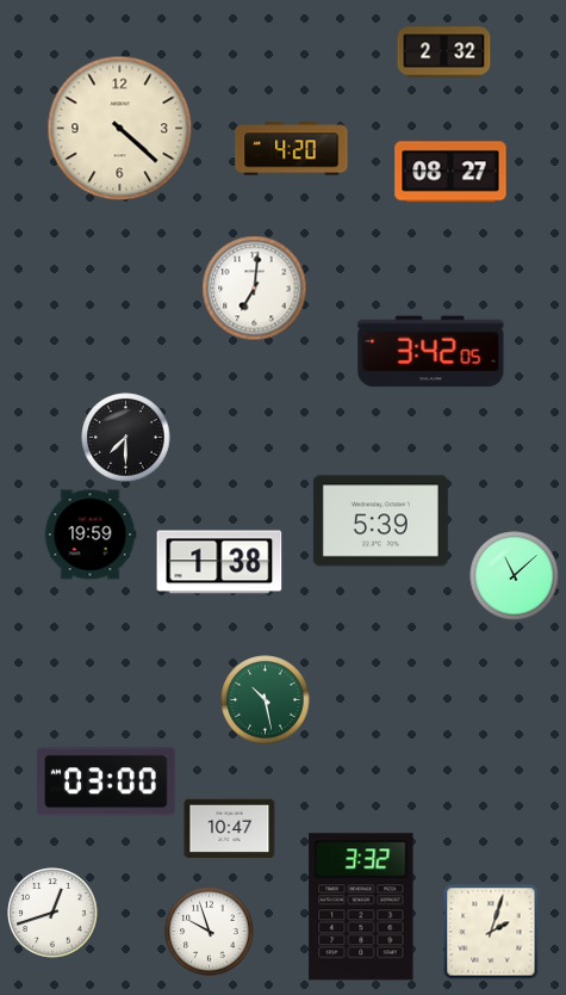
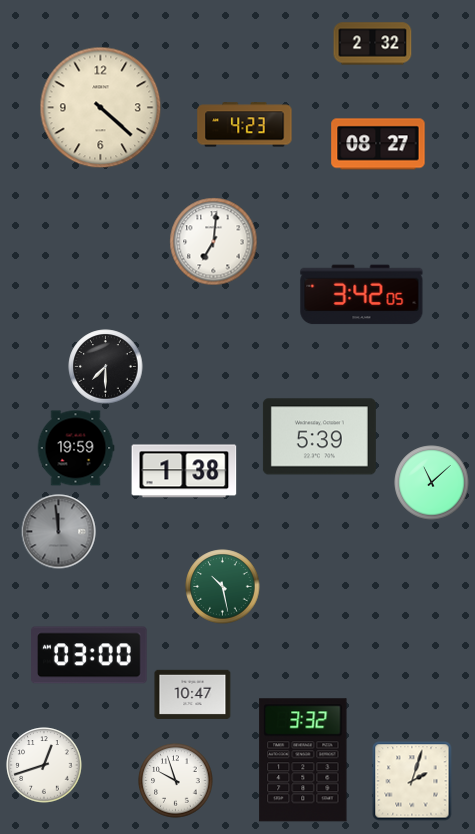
clock at (292, 149): 4:20 -> 4:23
clock at (59, 532): none -> 11:59
